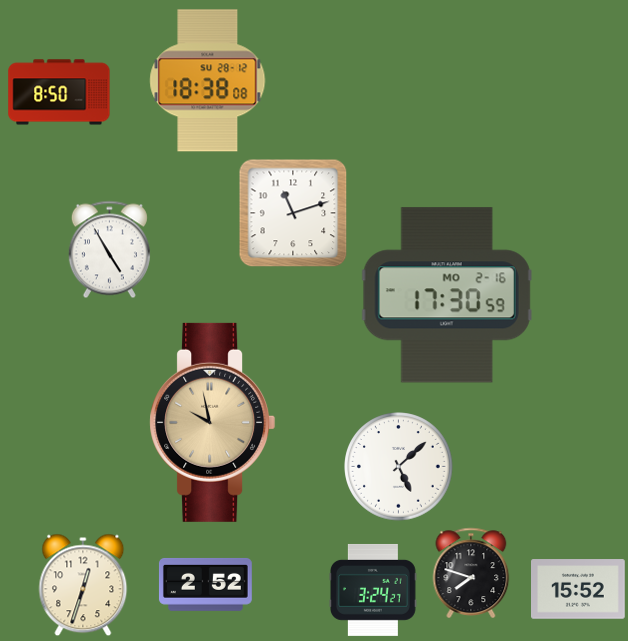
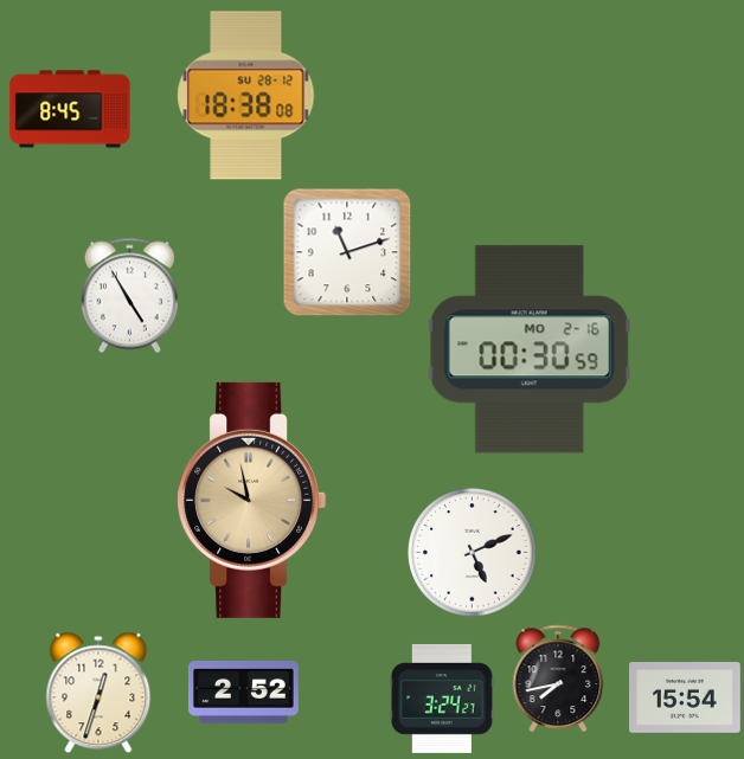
clock at (59, 92): 8:50 -> 8:45
clock at (447, 295): 17:30 -> 00:30
clock at (399, 467): 5:08 -> 5:11
clock at (471, 572): 7:48 -> 7:43
clock at (579, 589): 15:52 -> 15:54
